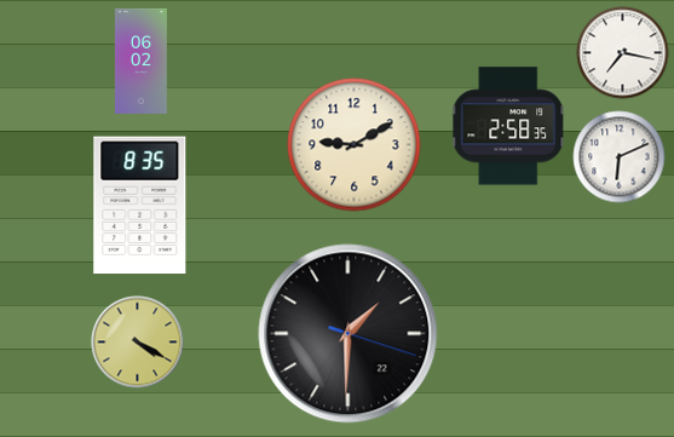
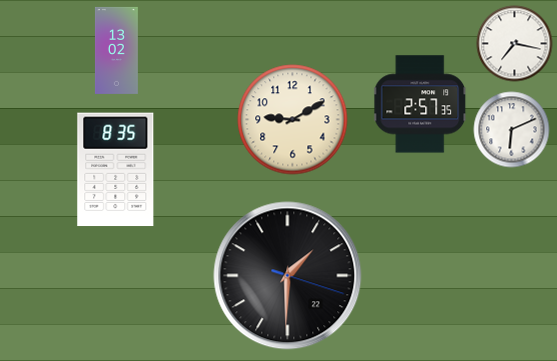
clock at (140, 61): 06:02 -> 13:02
clock at (509, 126): 2:58 -> 2:57
clock at (138, 343): 4:20 -> none
